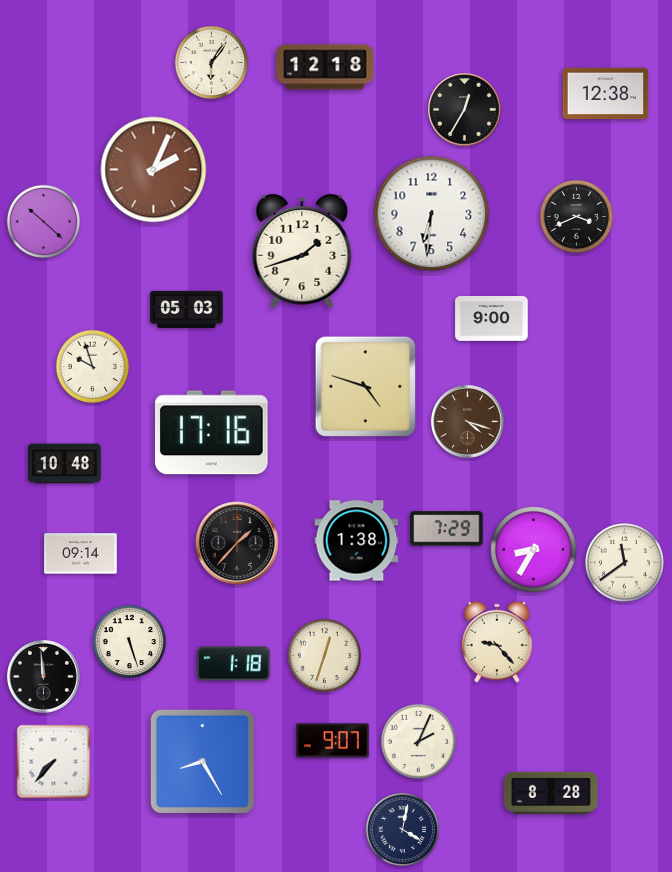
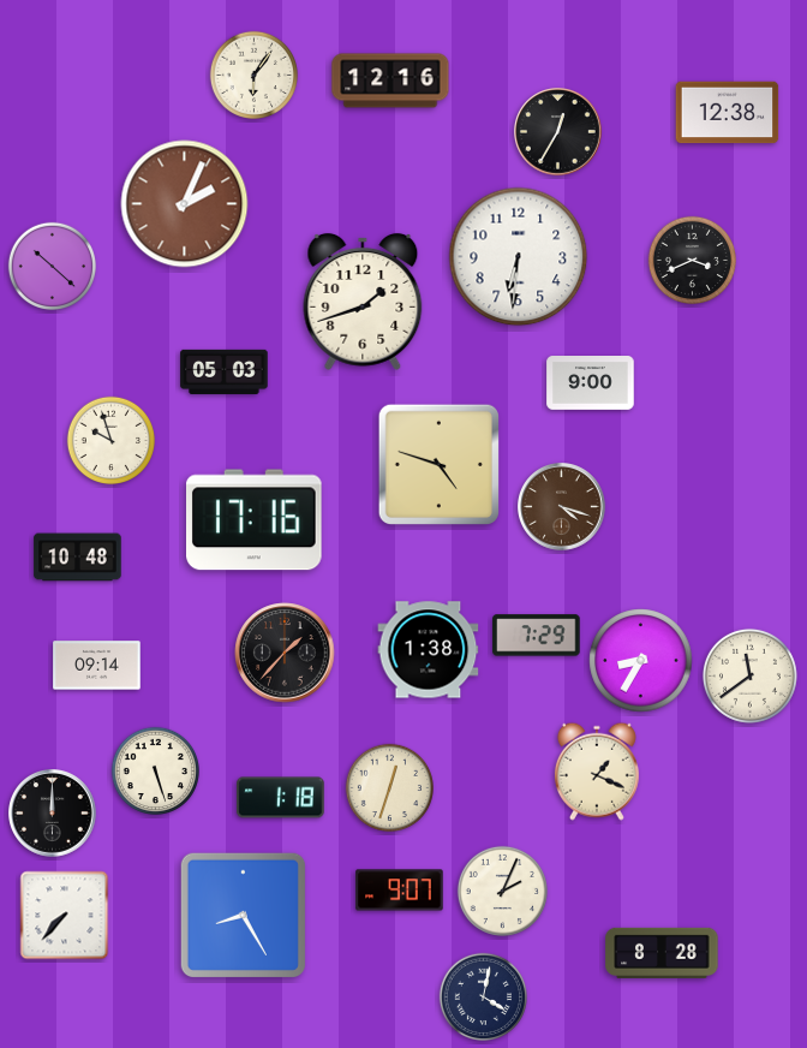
clock at (325, 67): 12:18 -> 12:16
clock at (497, 642): 9:23 -> 1:19
clock at (44, 677): 11:59 -> 12:00
